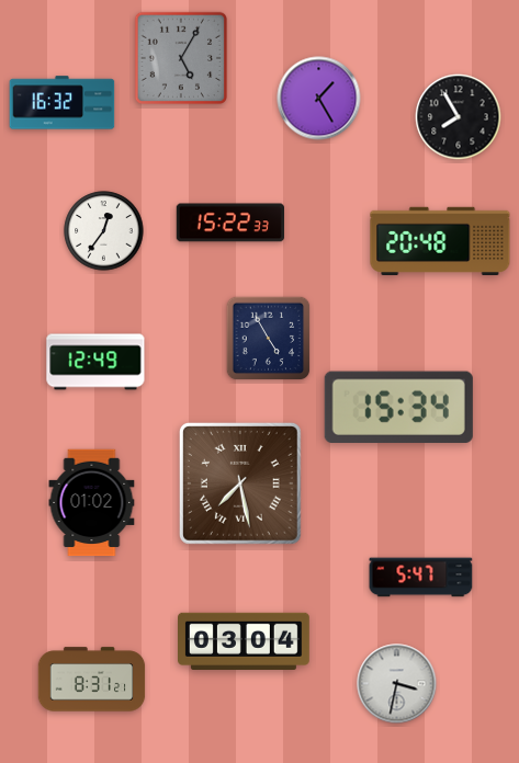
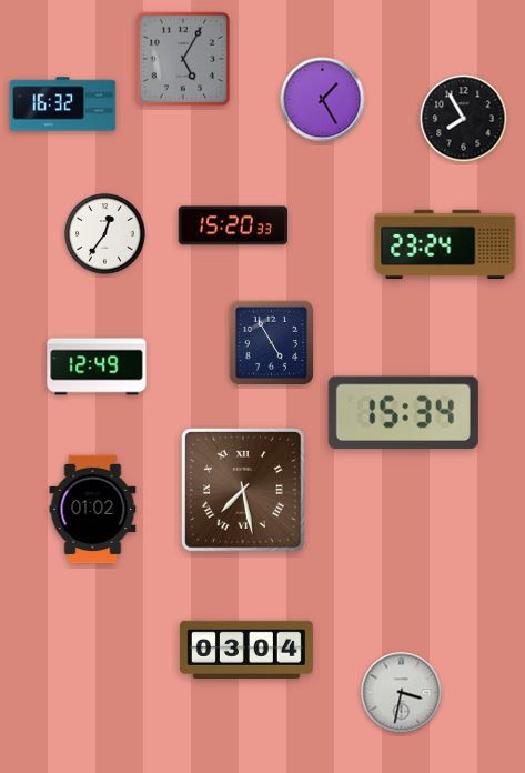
clock at (229, 223): 15:22 -> 15:20
clock at (440, 240): 20:48 -> 23:24
clock at (421, 578): 5:47 -> none
clock at (92, 680): 8:31 -> none
